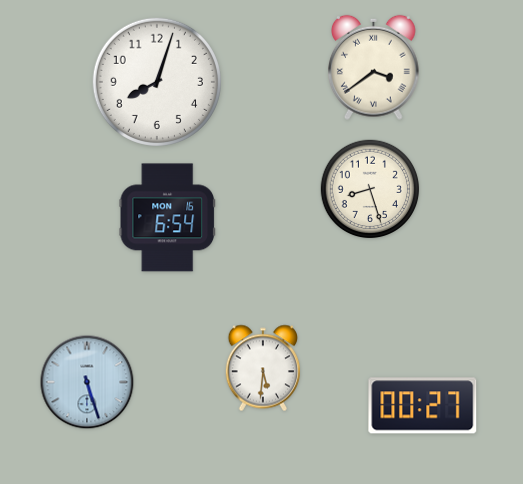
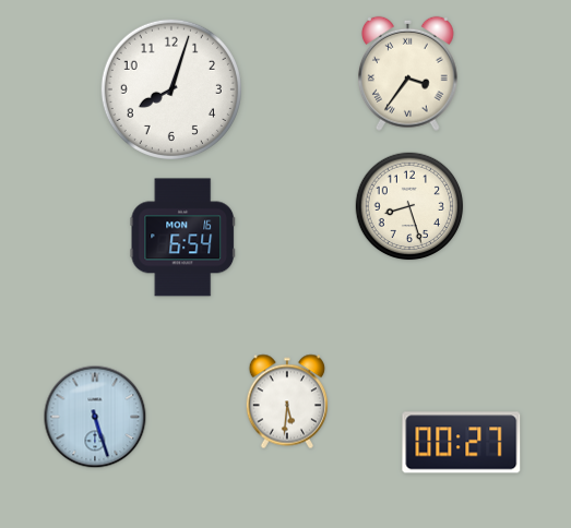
clock at (374, 67): 3:39 -> 3:36
clock at (370, 189) position: (370, 189) -> (409, 206)
